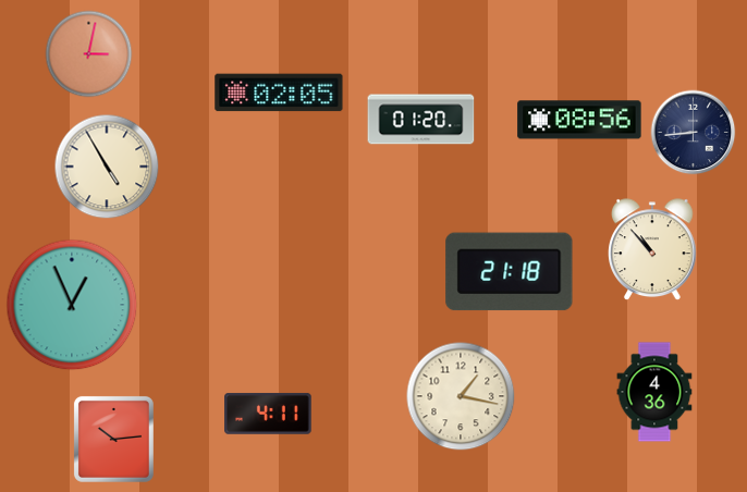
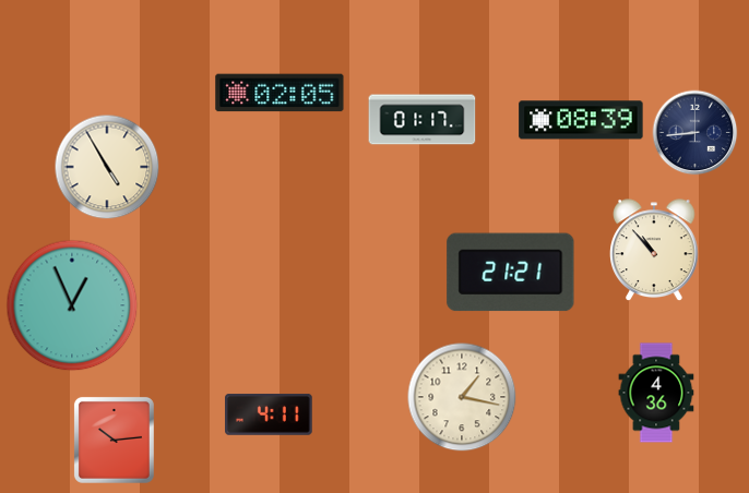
clock at (89, 54): 3:02 -> none
clock at (421, 120): 01:20 -> 01:17
clock at (579, 120): 08:56 -> 08:39
clock at (510, 272): 21:18 -> 21:21
